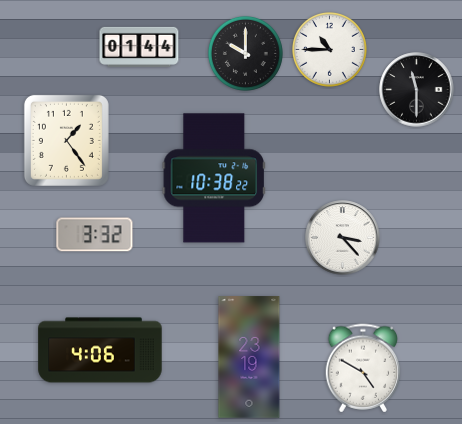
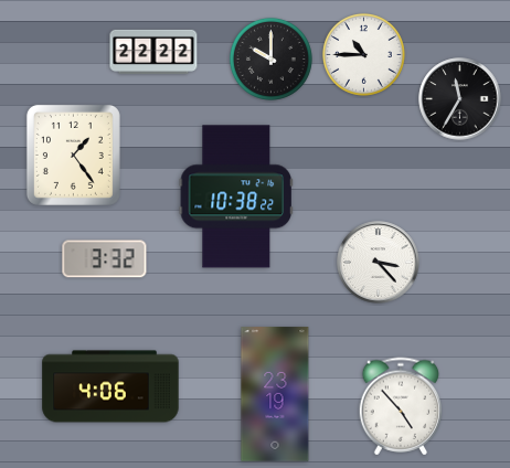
clock at (139, 47): 01:44 -> 22:22
clock at (417, 90): 11:30 -> 11:35
clock at (363, 368): 4:50 -> 4:53
